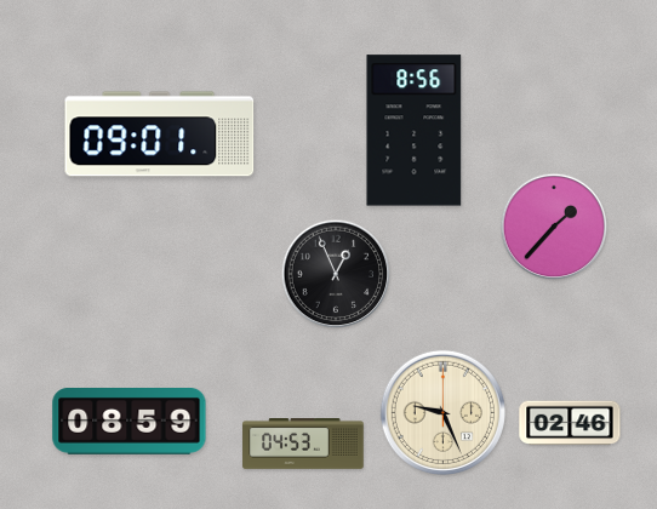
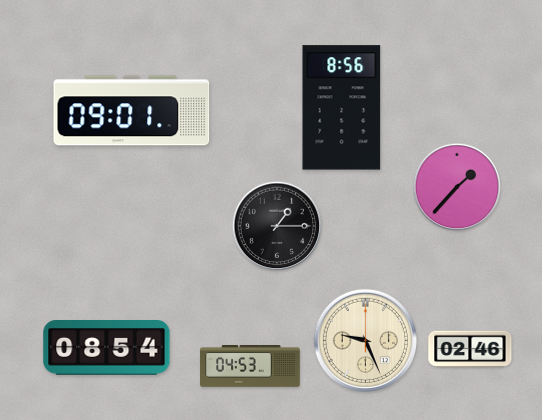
clock at (336, 274): 12:56 -> 1:15
clock at (130, 422): 08:59 -> 08:54
